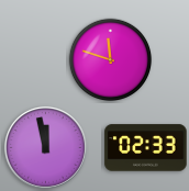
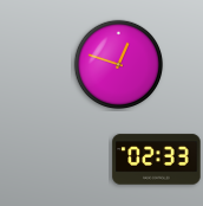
clock at (111, 60): 11:48 -> 12:48
clock at (45, 147): 11:58 -> none
